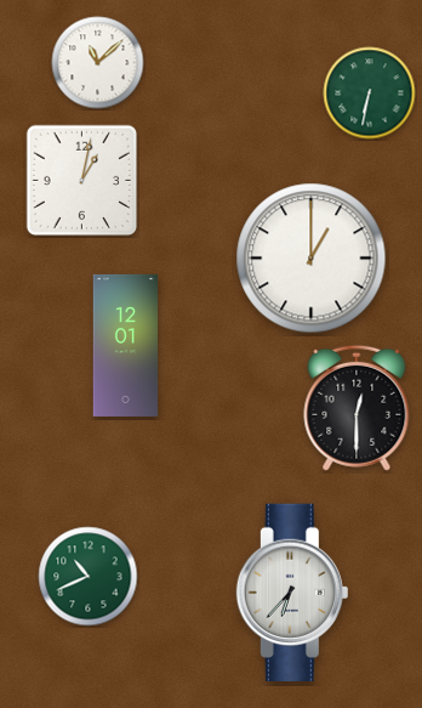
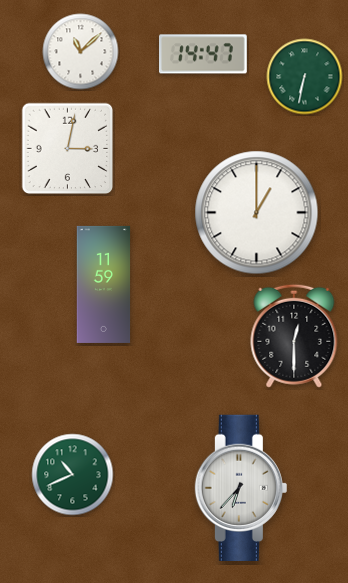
clock at (204, 54): none -> 14:47
clock at (82, 181): 1:02 -> 3:02
clock at (126, 345): 12:01 -> 11:59
